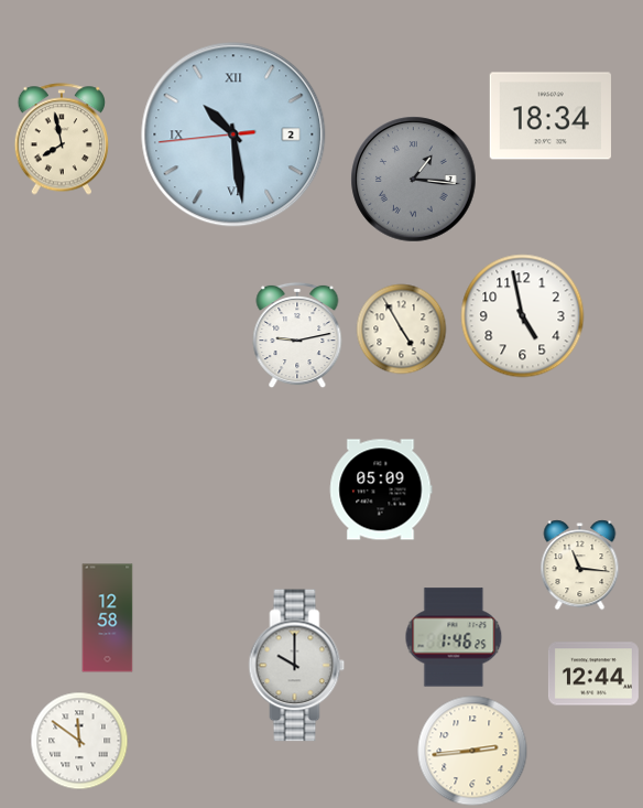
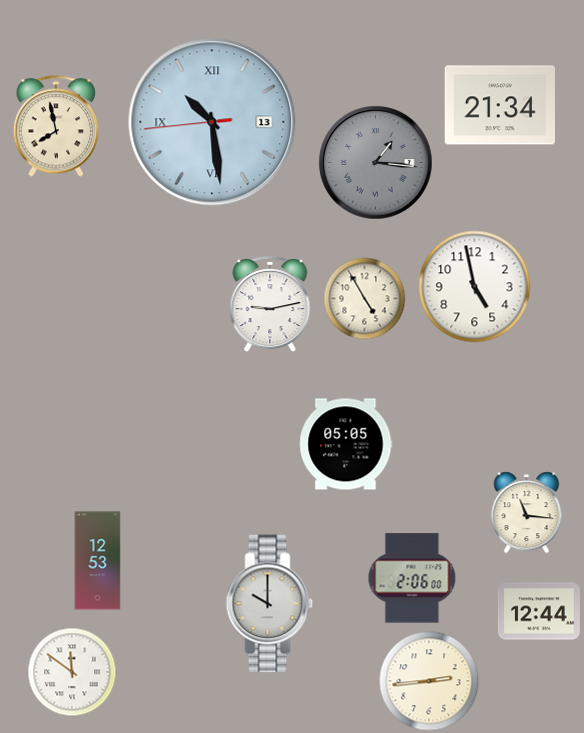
clock at (551, 116): 18:34 -> 21:34
clock at (233, 134) date: 2 -> 13
clock at (381, 489): 05:09 -> 05:05
clock at (108, 618): 12:58 -> 12:53
clock at (454, 637): 1:46 -> 2:06
